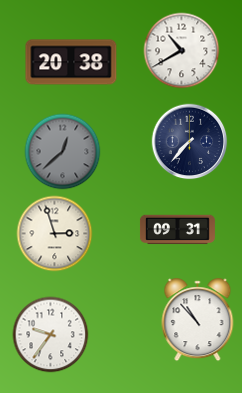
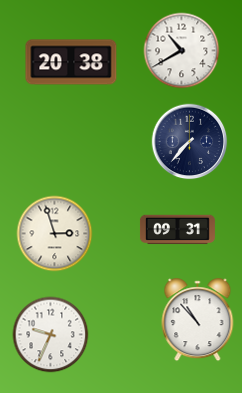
clock at (63, 152): 12:38 -> none
clock at (51, 335): 9:36 -> 9:34
